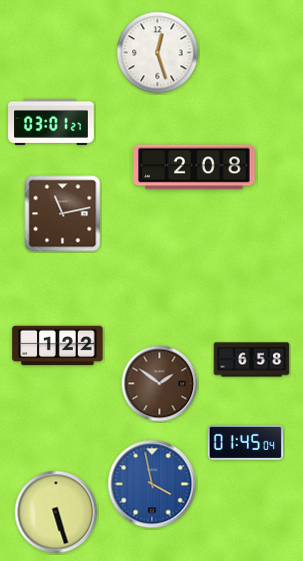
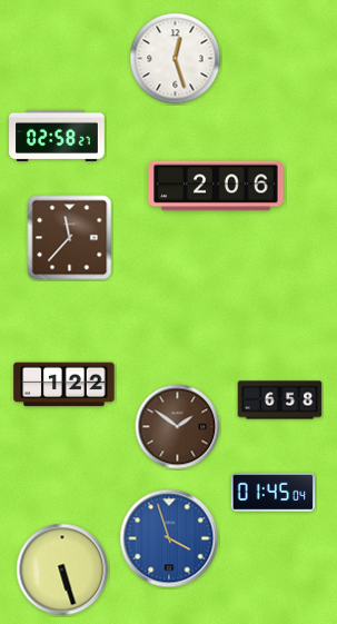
clock at (51, 122): 03:01 -> 02:58
clock at (194, 167): 2:08 -> 2:06
clock at (63, 214): 11:13 -> 11:37
clock at (152, 484): 3:58 -> 3:57
